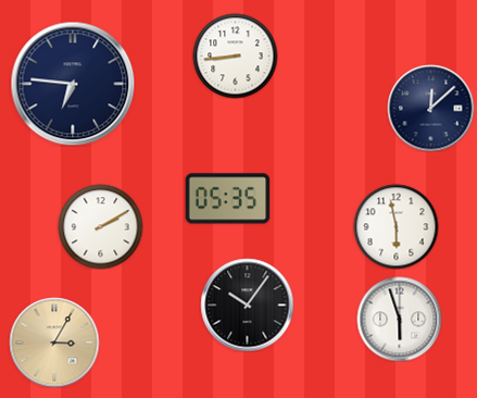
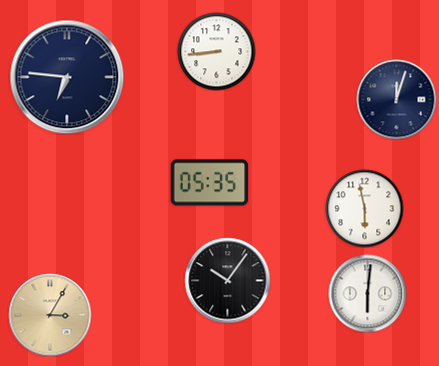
clock at (430, 108): 12:08 -> 12:03
clock at (100, 226): 2:10 -> none
clock at (399, 319): 5:57 -> 6:01
